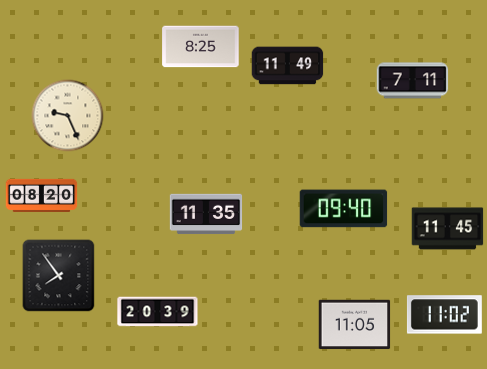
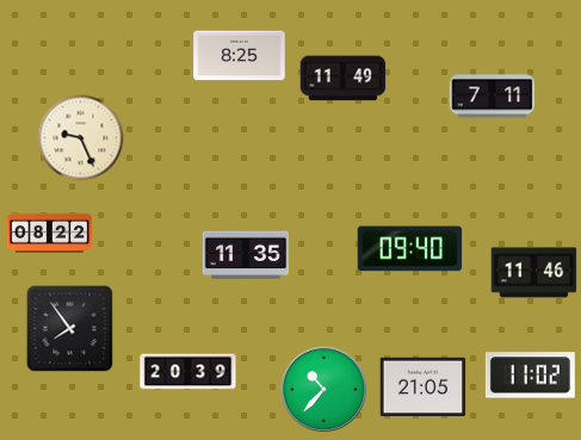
clock at (42, 195): 08:20 -> 08:22
clock at (448, 229): 11:45 -> 11:46
clock at (355, 325): 11:05 -> 21:05
clock at (325, 390): none -> 10:37
